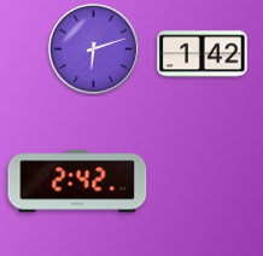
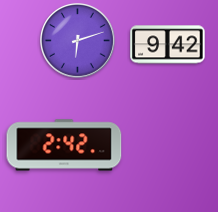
clock at (203, 54): 1:42 -> 9:42
clock at (77, 181) position: (77, 181) -> (64, 145)
